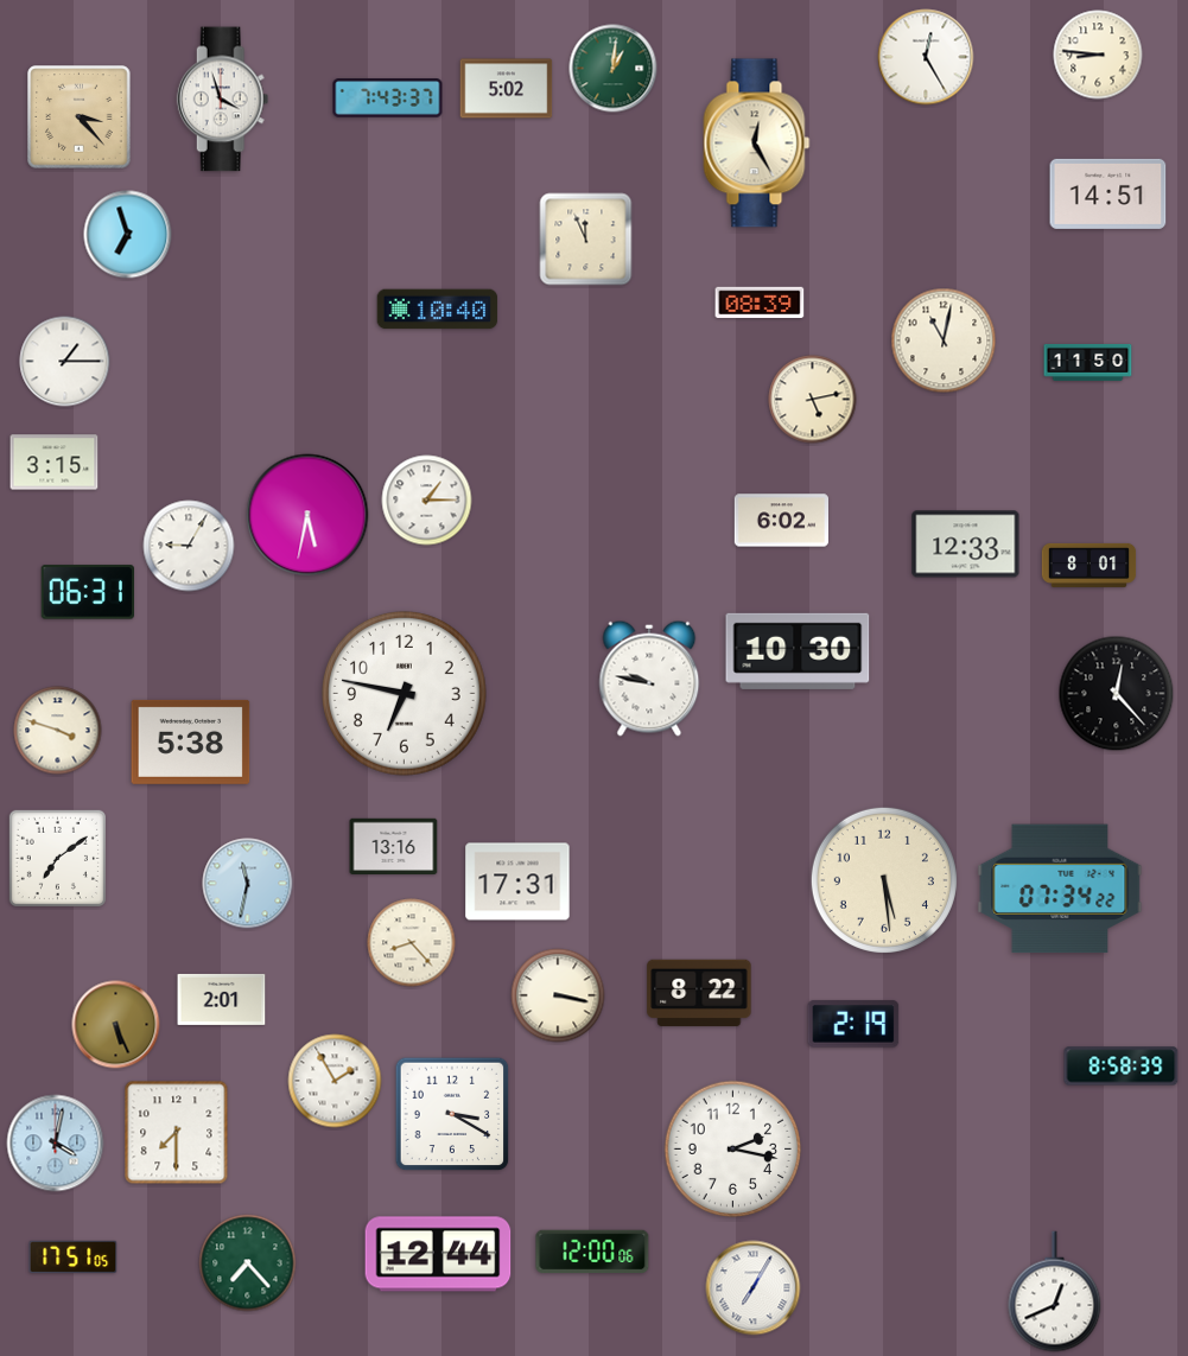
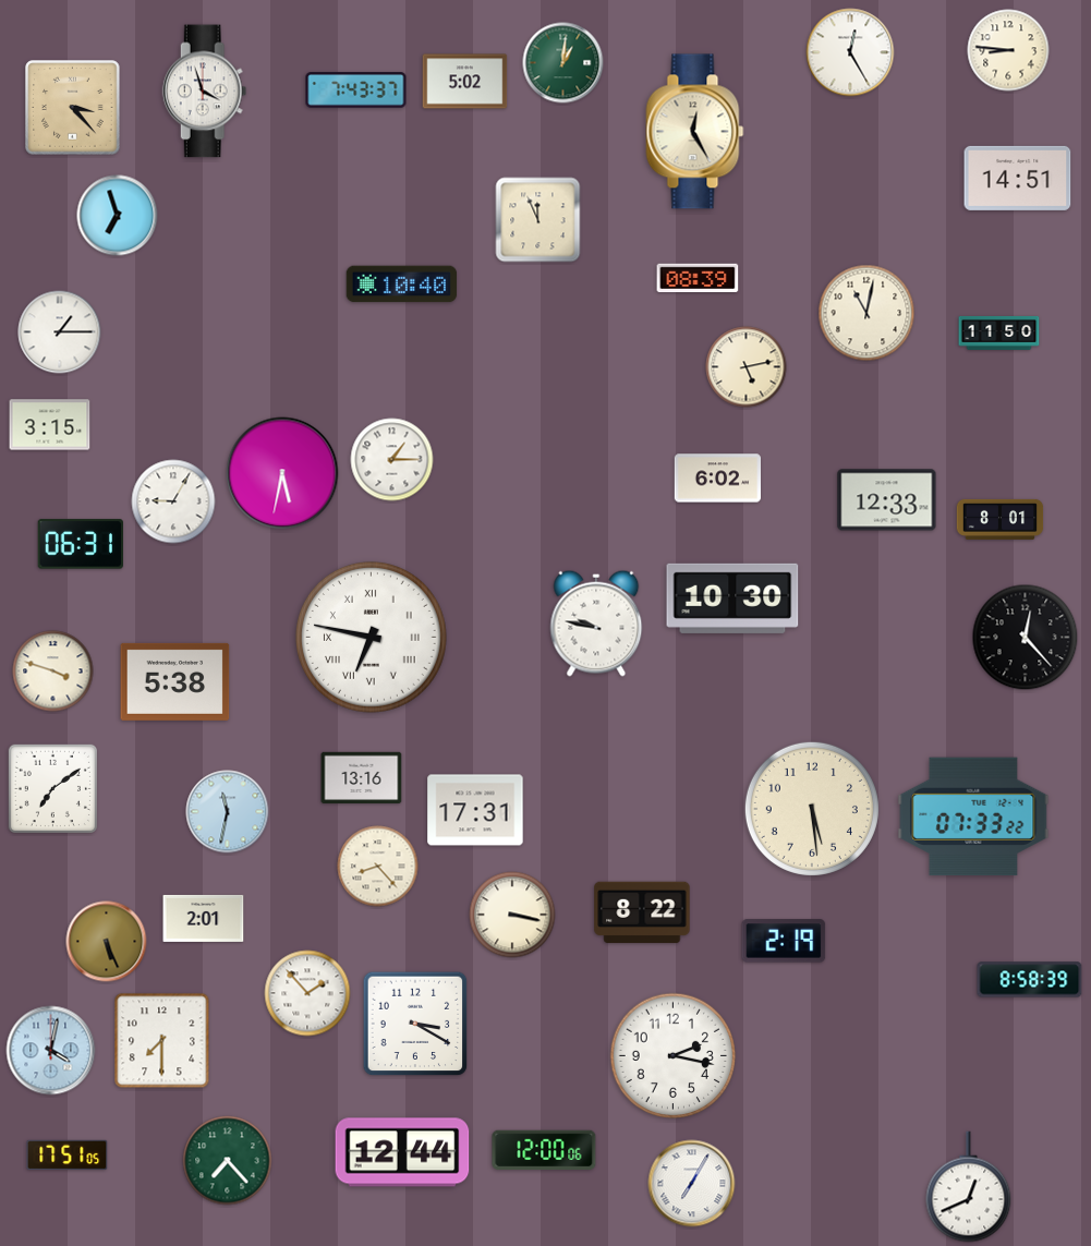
clock at (404, 693) numerals: Arabic -> Roman
clock at (1060, 889): 07:34 -> 07:33
clock at (335, 1081): 1:55 -> 1:53
